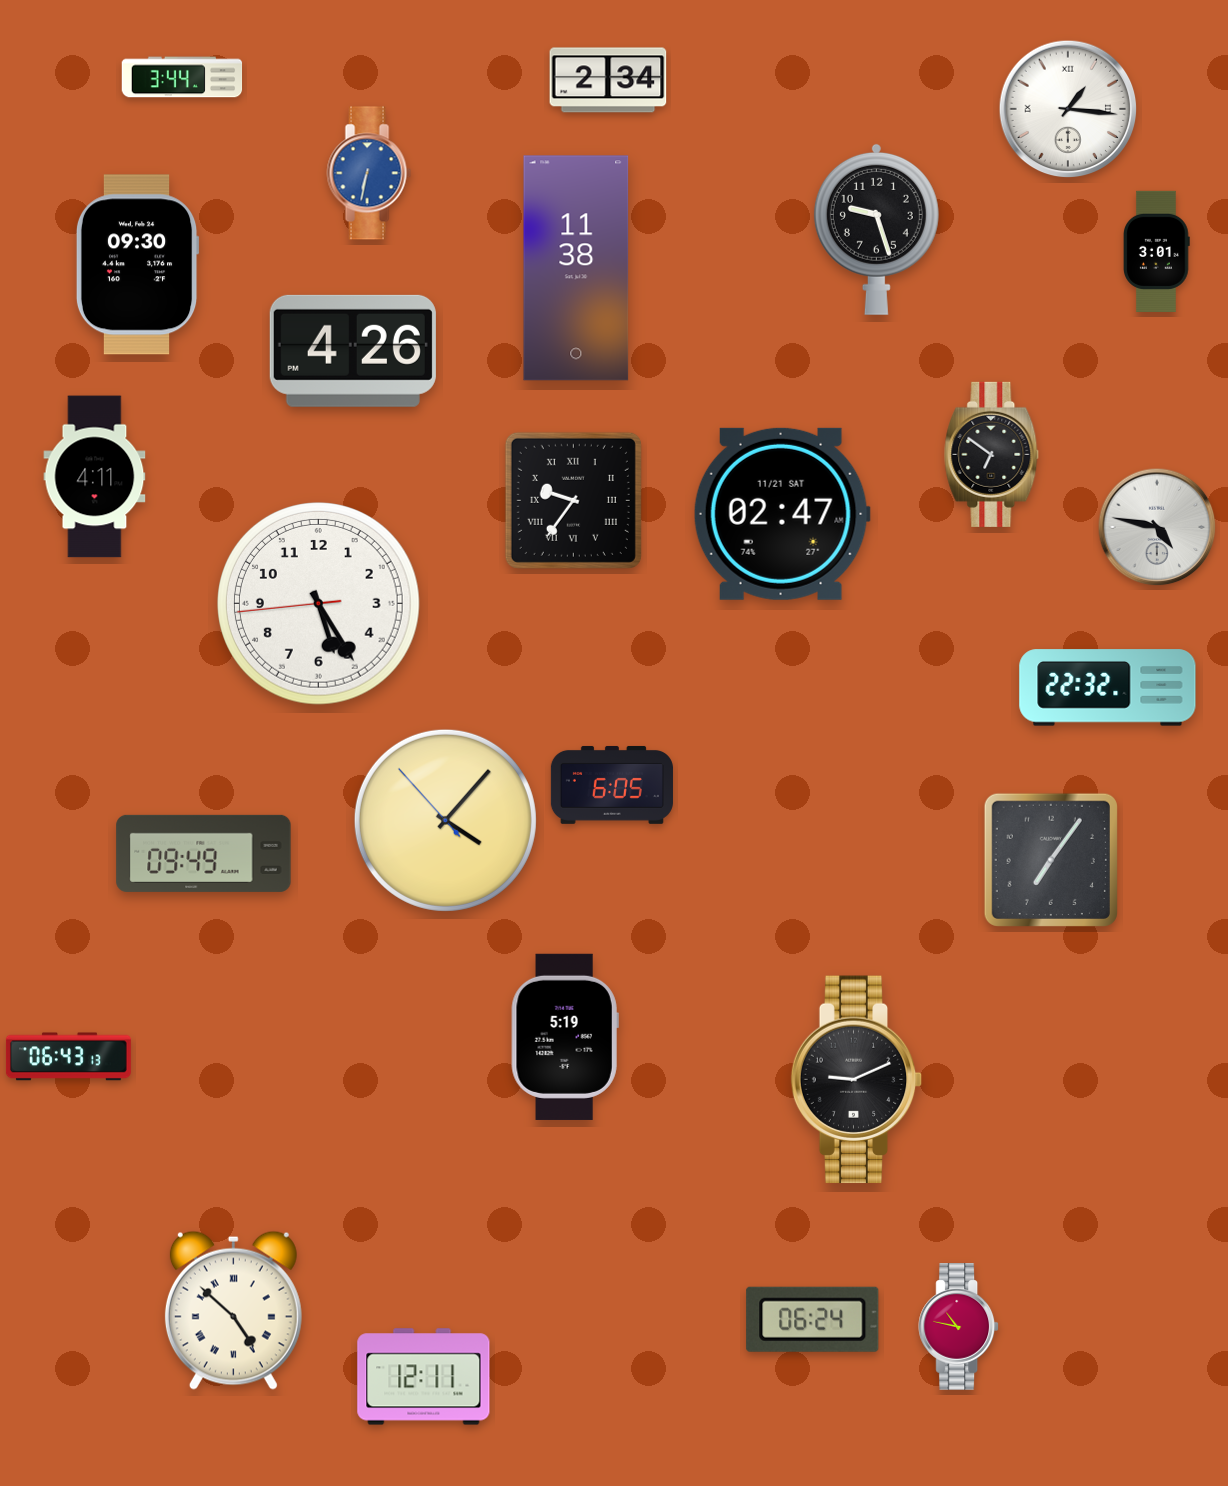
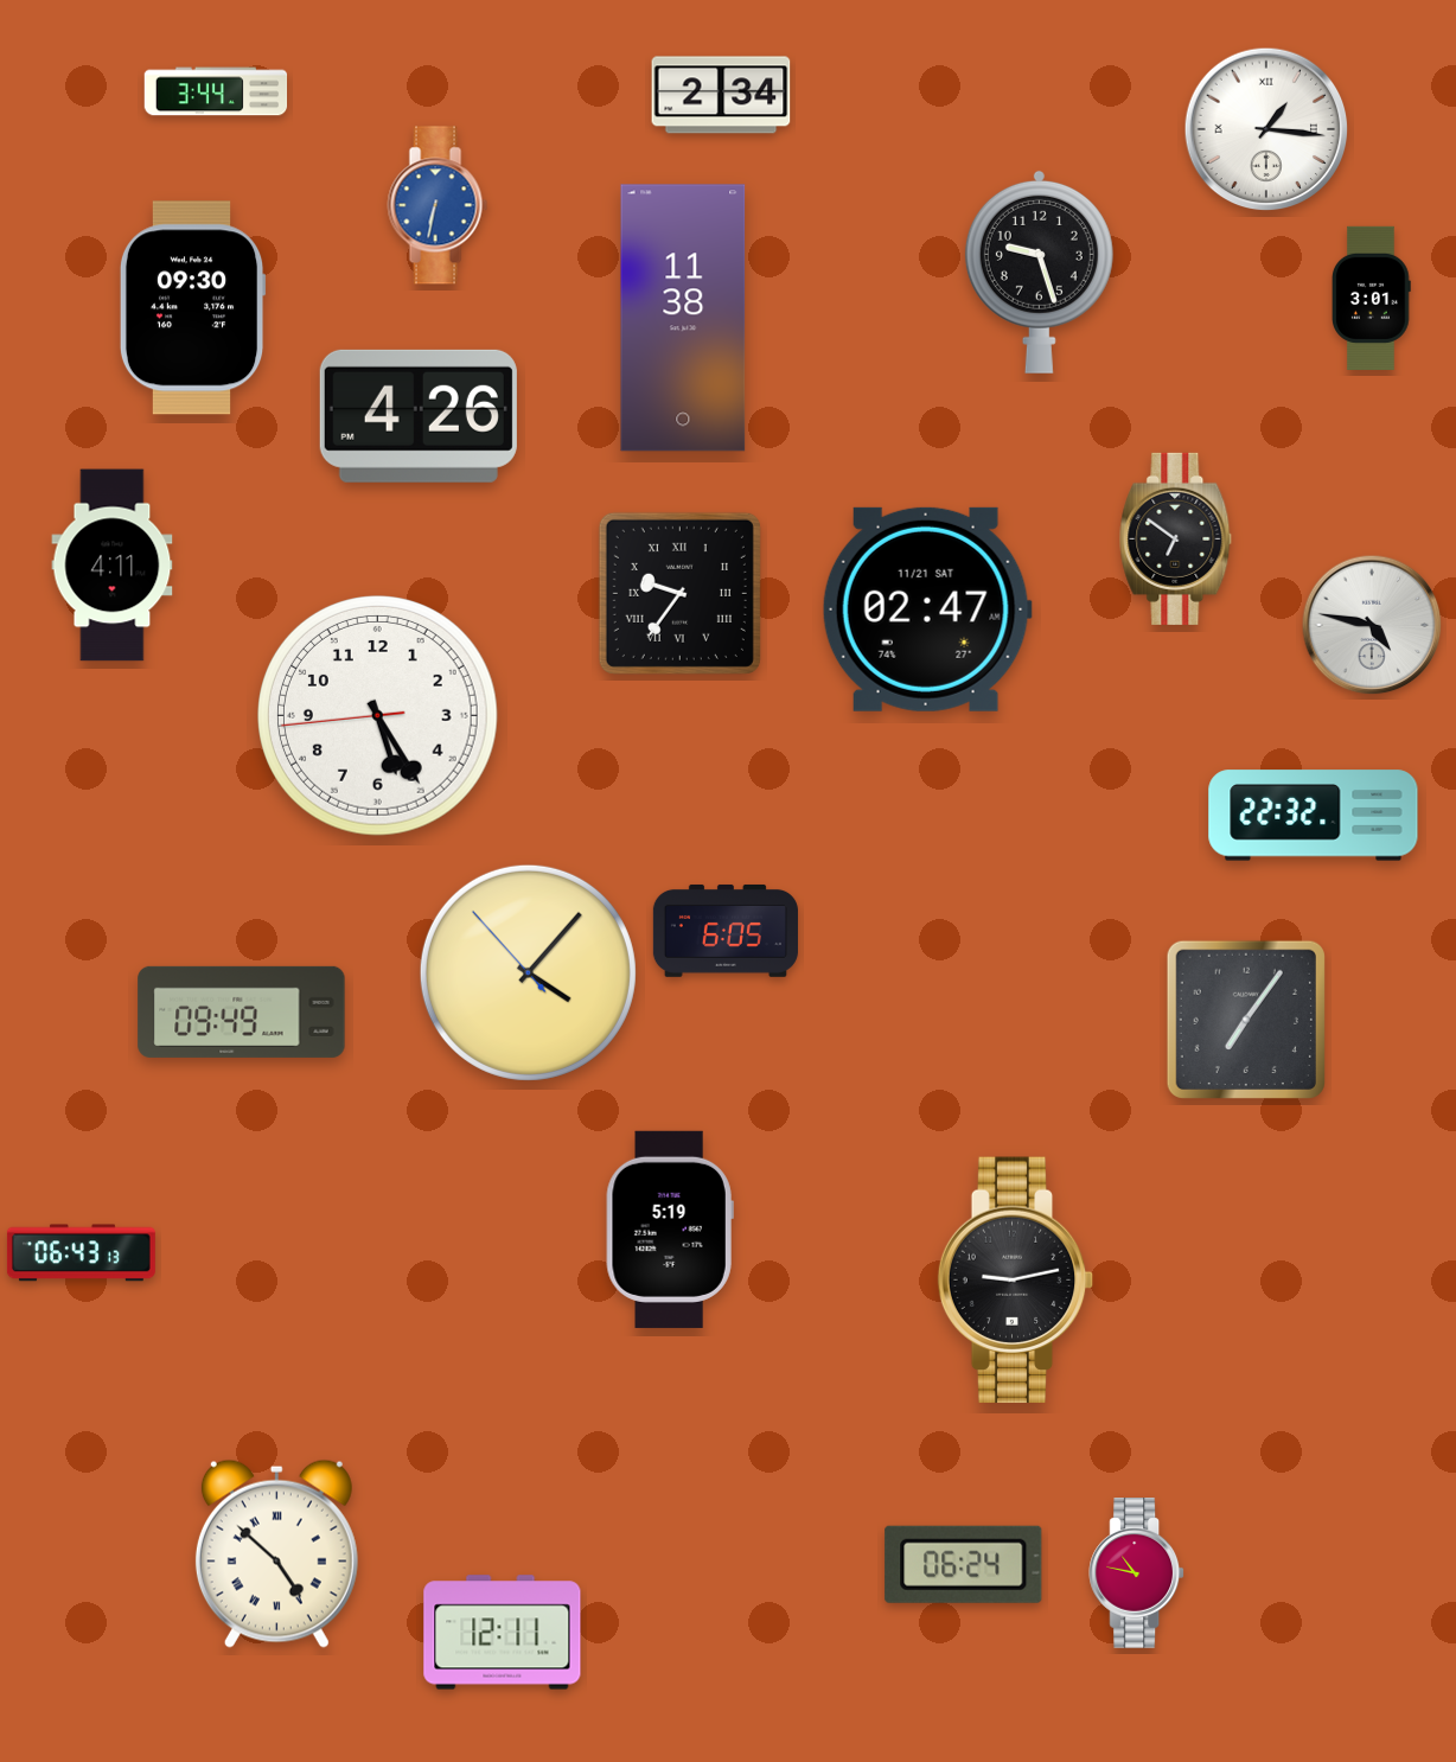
clock at (137, 265) position: (137, 265) -> (192, 308)
clock at (857, 1080): 9:11 -> 9:13
